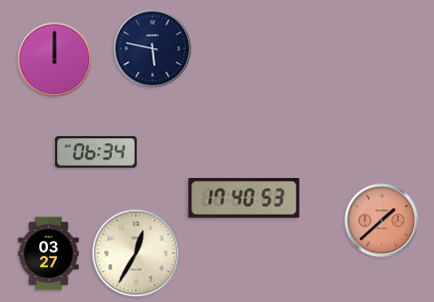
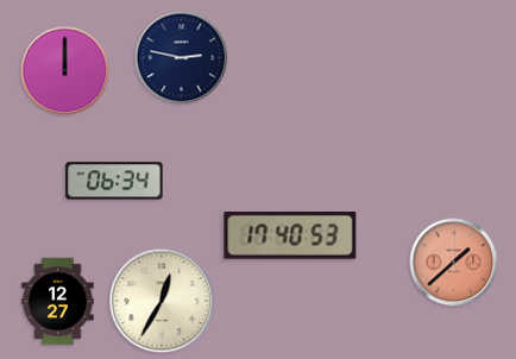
clock at (153, 49): 5:47 -> 2:47
clock at (49, 254): 03:27 -> 12:27
